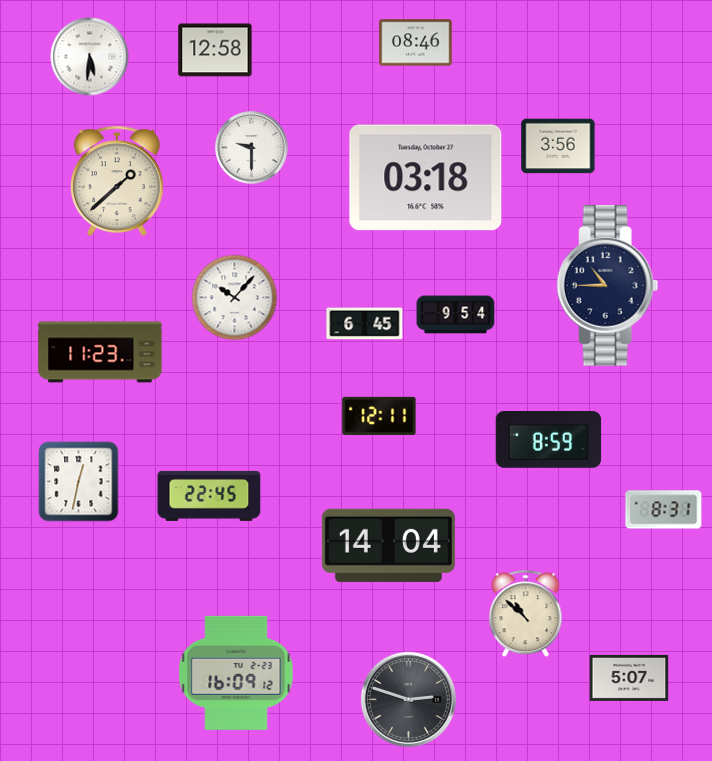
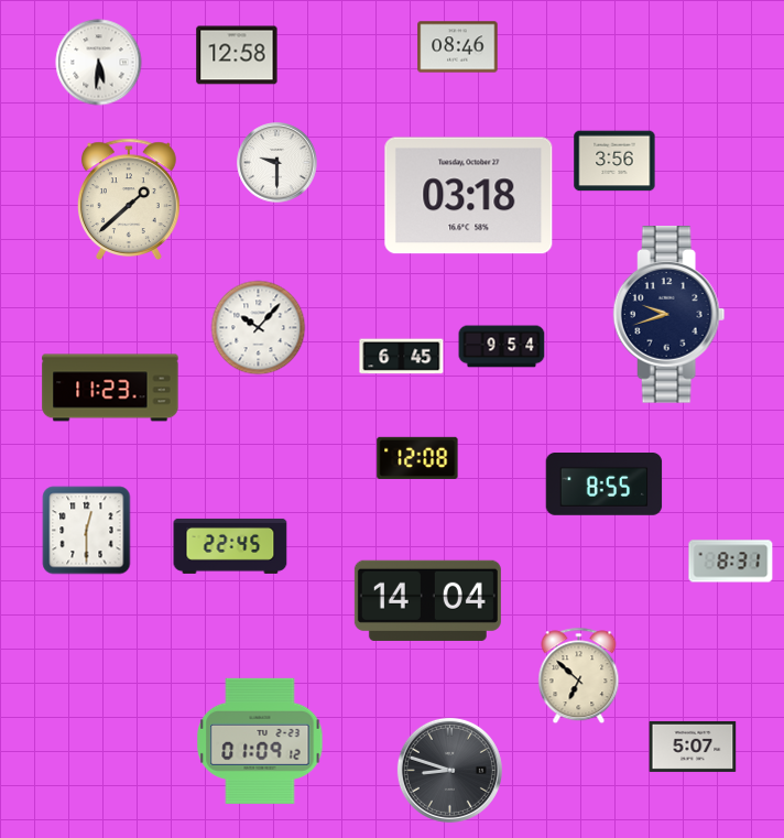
clock at (608, 286): 10:45 -> 9:42
clock at (379, 416): 12:11 -> 12:08
clock at (549, 440): 8:59 -> 8:55
clock at (79, 482): 12:32 -> 12:30
clock at (526, 614): 10:52 -> 6:52
clock at (236, 673): 16:09 -> 01:09
clock at (408, 699): 2:48 -> 8:48
